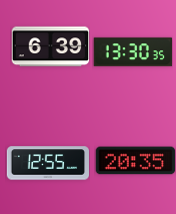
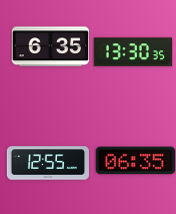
clock at (50, 47): 6:39 -> 6:35
clock at (135, 161): 20:35 -> 06:35
